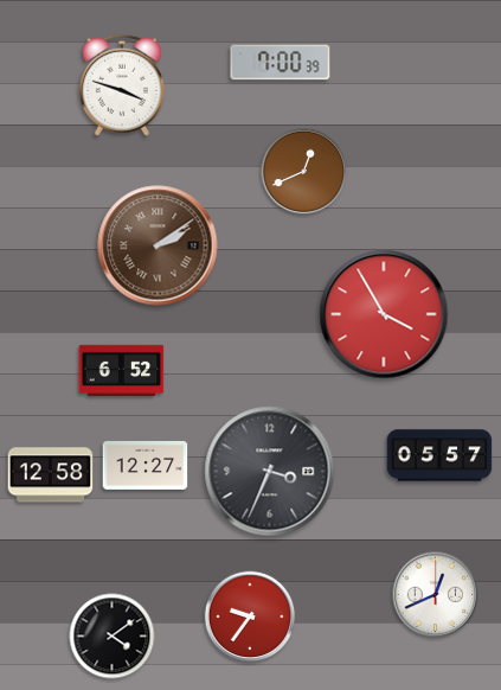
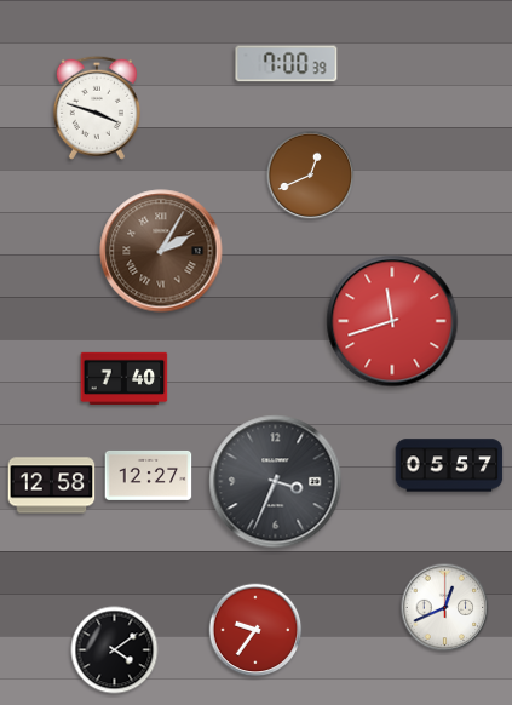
clock at (122, 85) position: (122, 85) -> (97, 108)
clock at (158, 245): 2:09 -> 2:05
clock at (384, 314): 3:55 -> 11:42
clock at (122, 370): 6:52 -> 7:40
